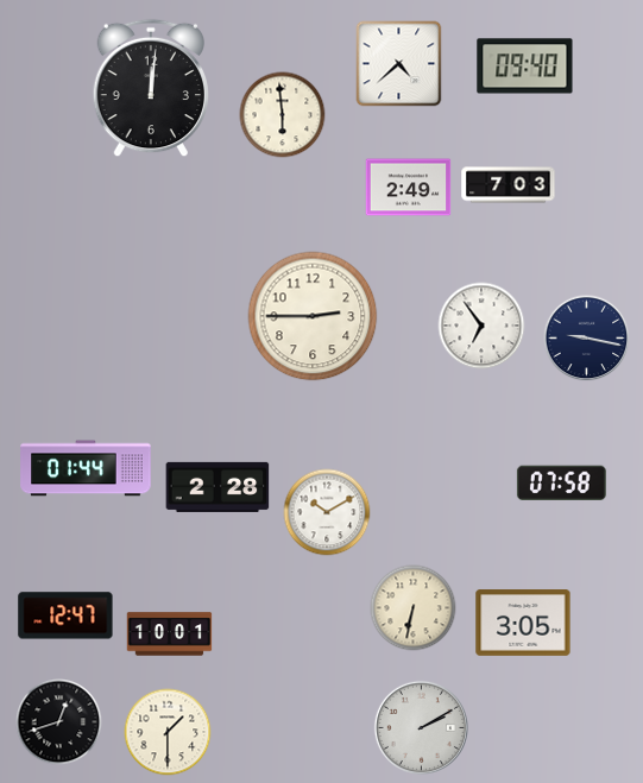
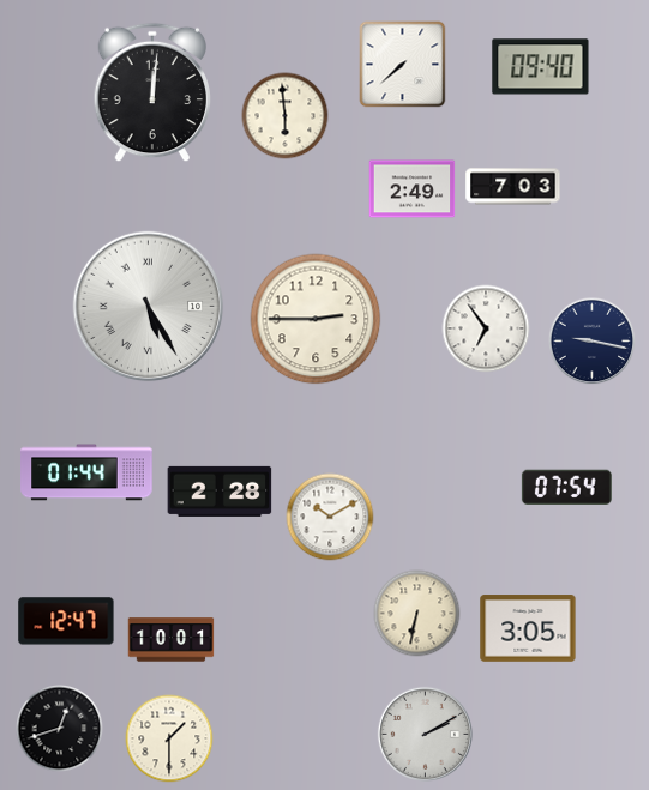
clock at (399, 64): 4:38 -> 7:38
clock at (525, 67) position: (525, 67) -> (541, 67)
clock at (151, 88) position: (151, 88) -> (152, 92)
clock at (149, 307): none -> 5:25
clock at (561, 482): 07:58 -> 07:54
